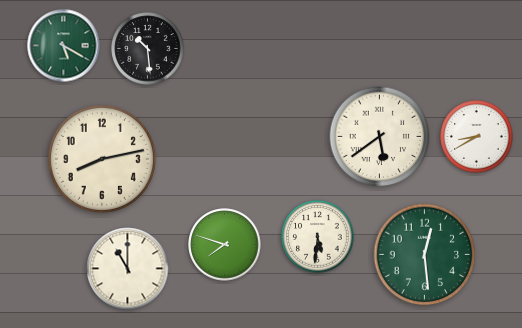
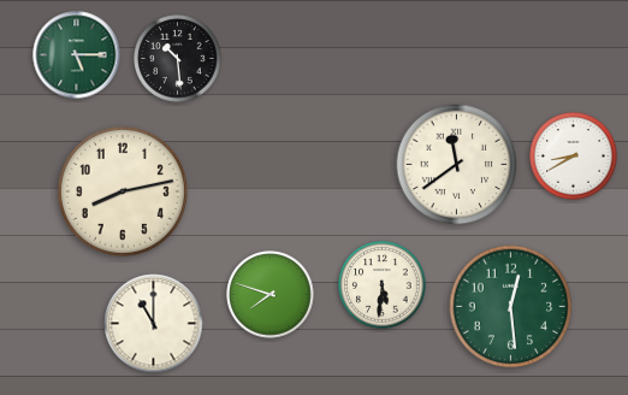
clock at (64, 46): 5:20 -> 5:15
clock at (380, 137): 5:39 -> 11:39
clock at (477, 137) position: (477, 137) -> (574, 157)
